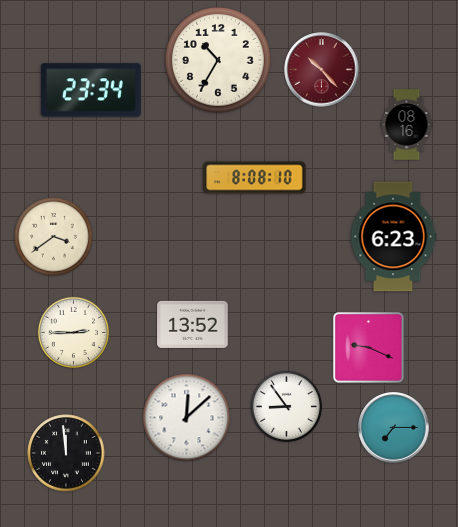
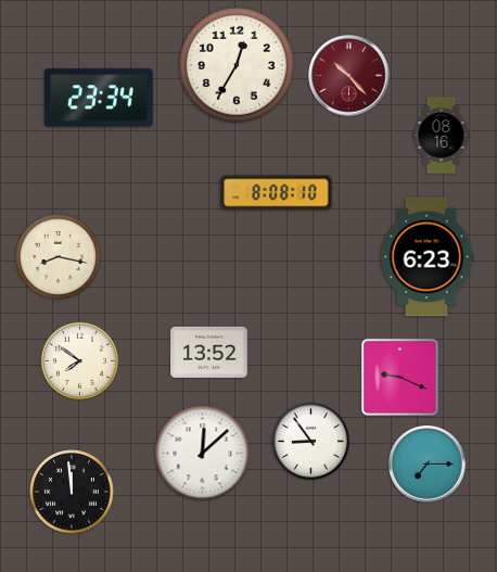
clock at (219, 61): 10:35 -> 12:35
clock at (54, 237): 3:39 -> 8:17
clock at (73, 332): 2:45 -> 7:51
